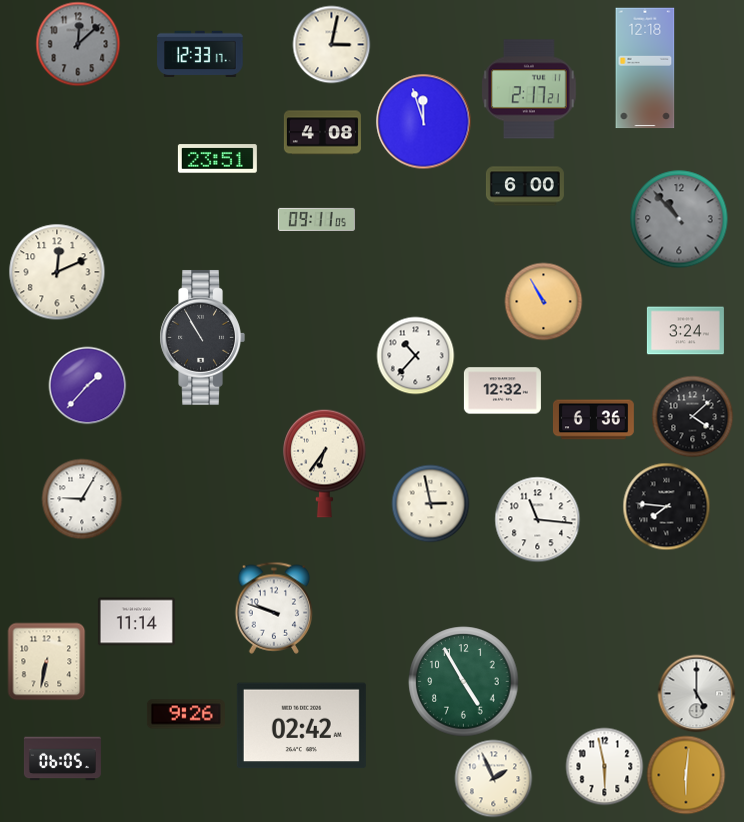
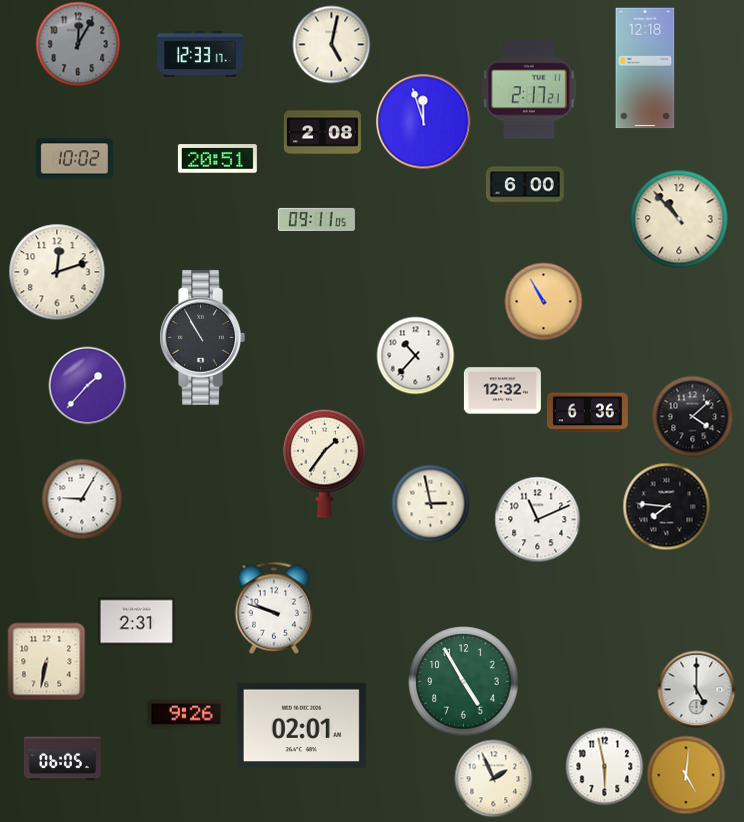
clock at (78, 44): 12:08 -> 12:05
clock at (331, 44): 3:02 -> 5:02
clock at (322, 133): 4:08 -> 2:08
clock at (74, 159): none -> 10:02
clock at (217, 159): 23:51 -> 20:51
clock at (679, 219) dial: grey -> cream
clock at (57, 272): 12:11 -> 12:12
clock at (685, 331): 3:24 -> none
clock at (593, 420) position: (593, 420) -> (587, 413)
clock at (325, 463): 6:36 -> 1:36
clock at (537, 519): 11:16 -> 11:11
clock at (136, 622): 11:14 -> 2:31
clock at (696, 693) position: (696, 693) -> (696, 689)
clock at (301, 726): 02:42 -> 02:01
clock at (686, 775): 6:01 -> 5:01
